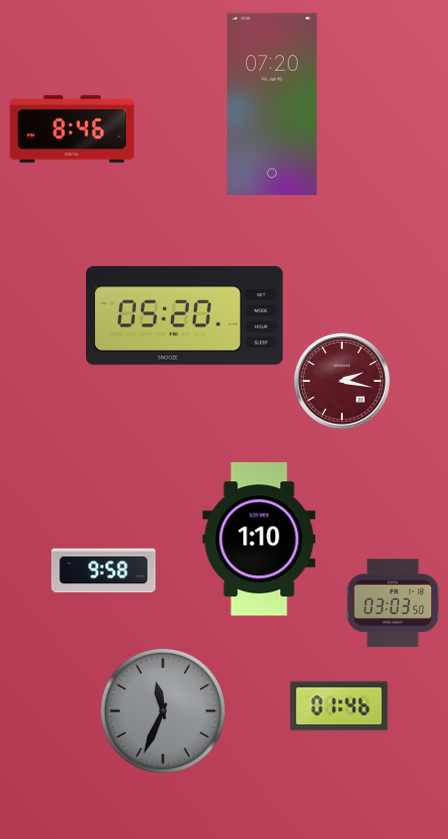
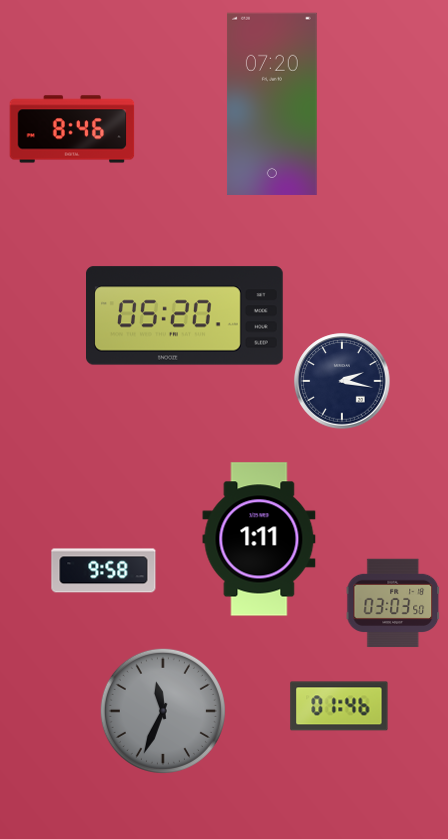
clock at (342, 381) dial: burgundy -> navy
clock at (259, 539): 1:10 -> 1:11
